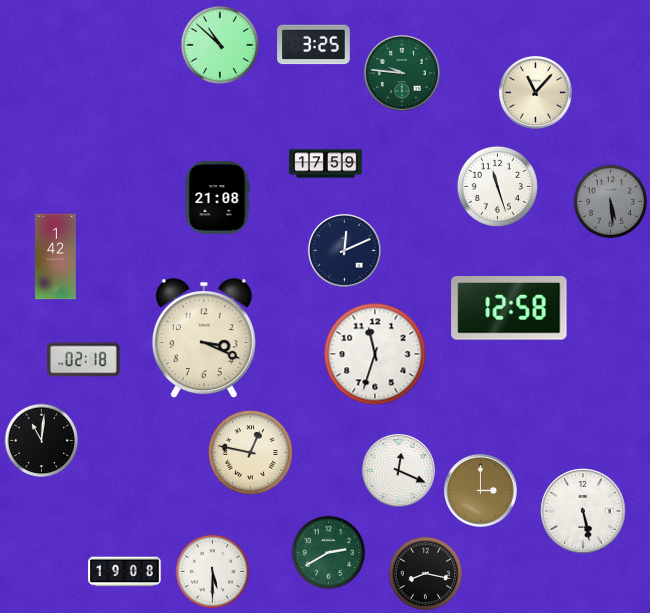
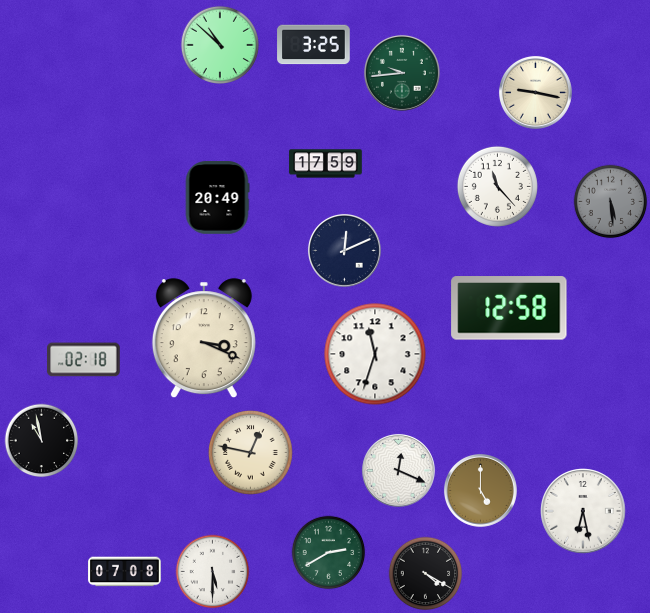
clock at (402, 73): 9:46 -> 9:44
clock at (535, 92): 11:07 -> 9:17
clock at (497, 186): 11:27 -> 11:23
clock at (217, 198): 21:08 -> 20:49
clock at (56, 257): 1:42 -> none
clock at (42, 441): 11:01 -> 10:58
clock at (480, 490): 3:00 -> 5:00
clock at (583, 511): 5:28 -> 6:28
clock at (125, 572): 19:08 -> 07:08
clock at (426, 574): 8:17 -> 4:20
